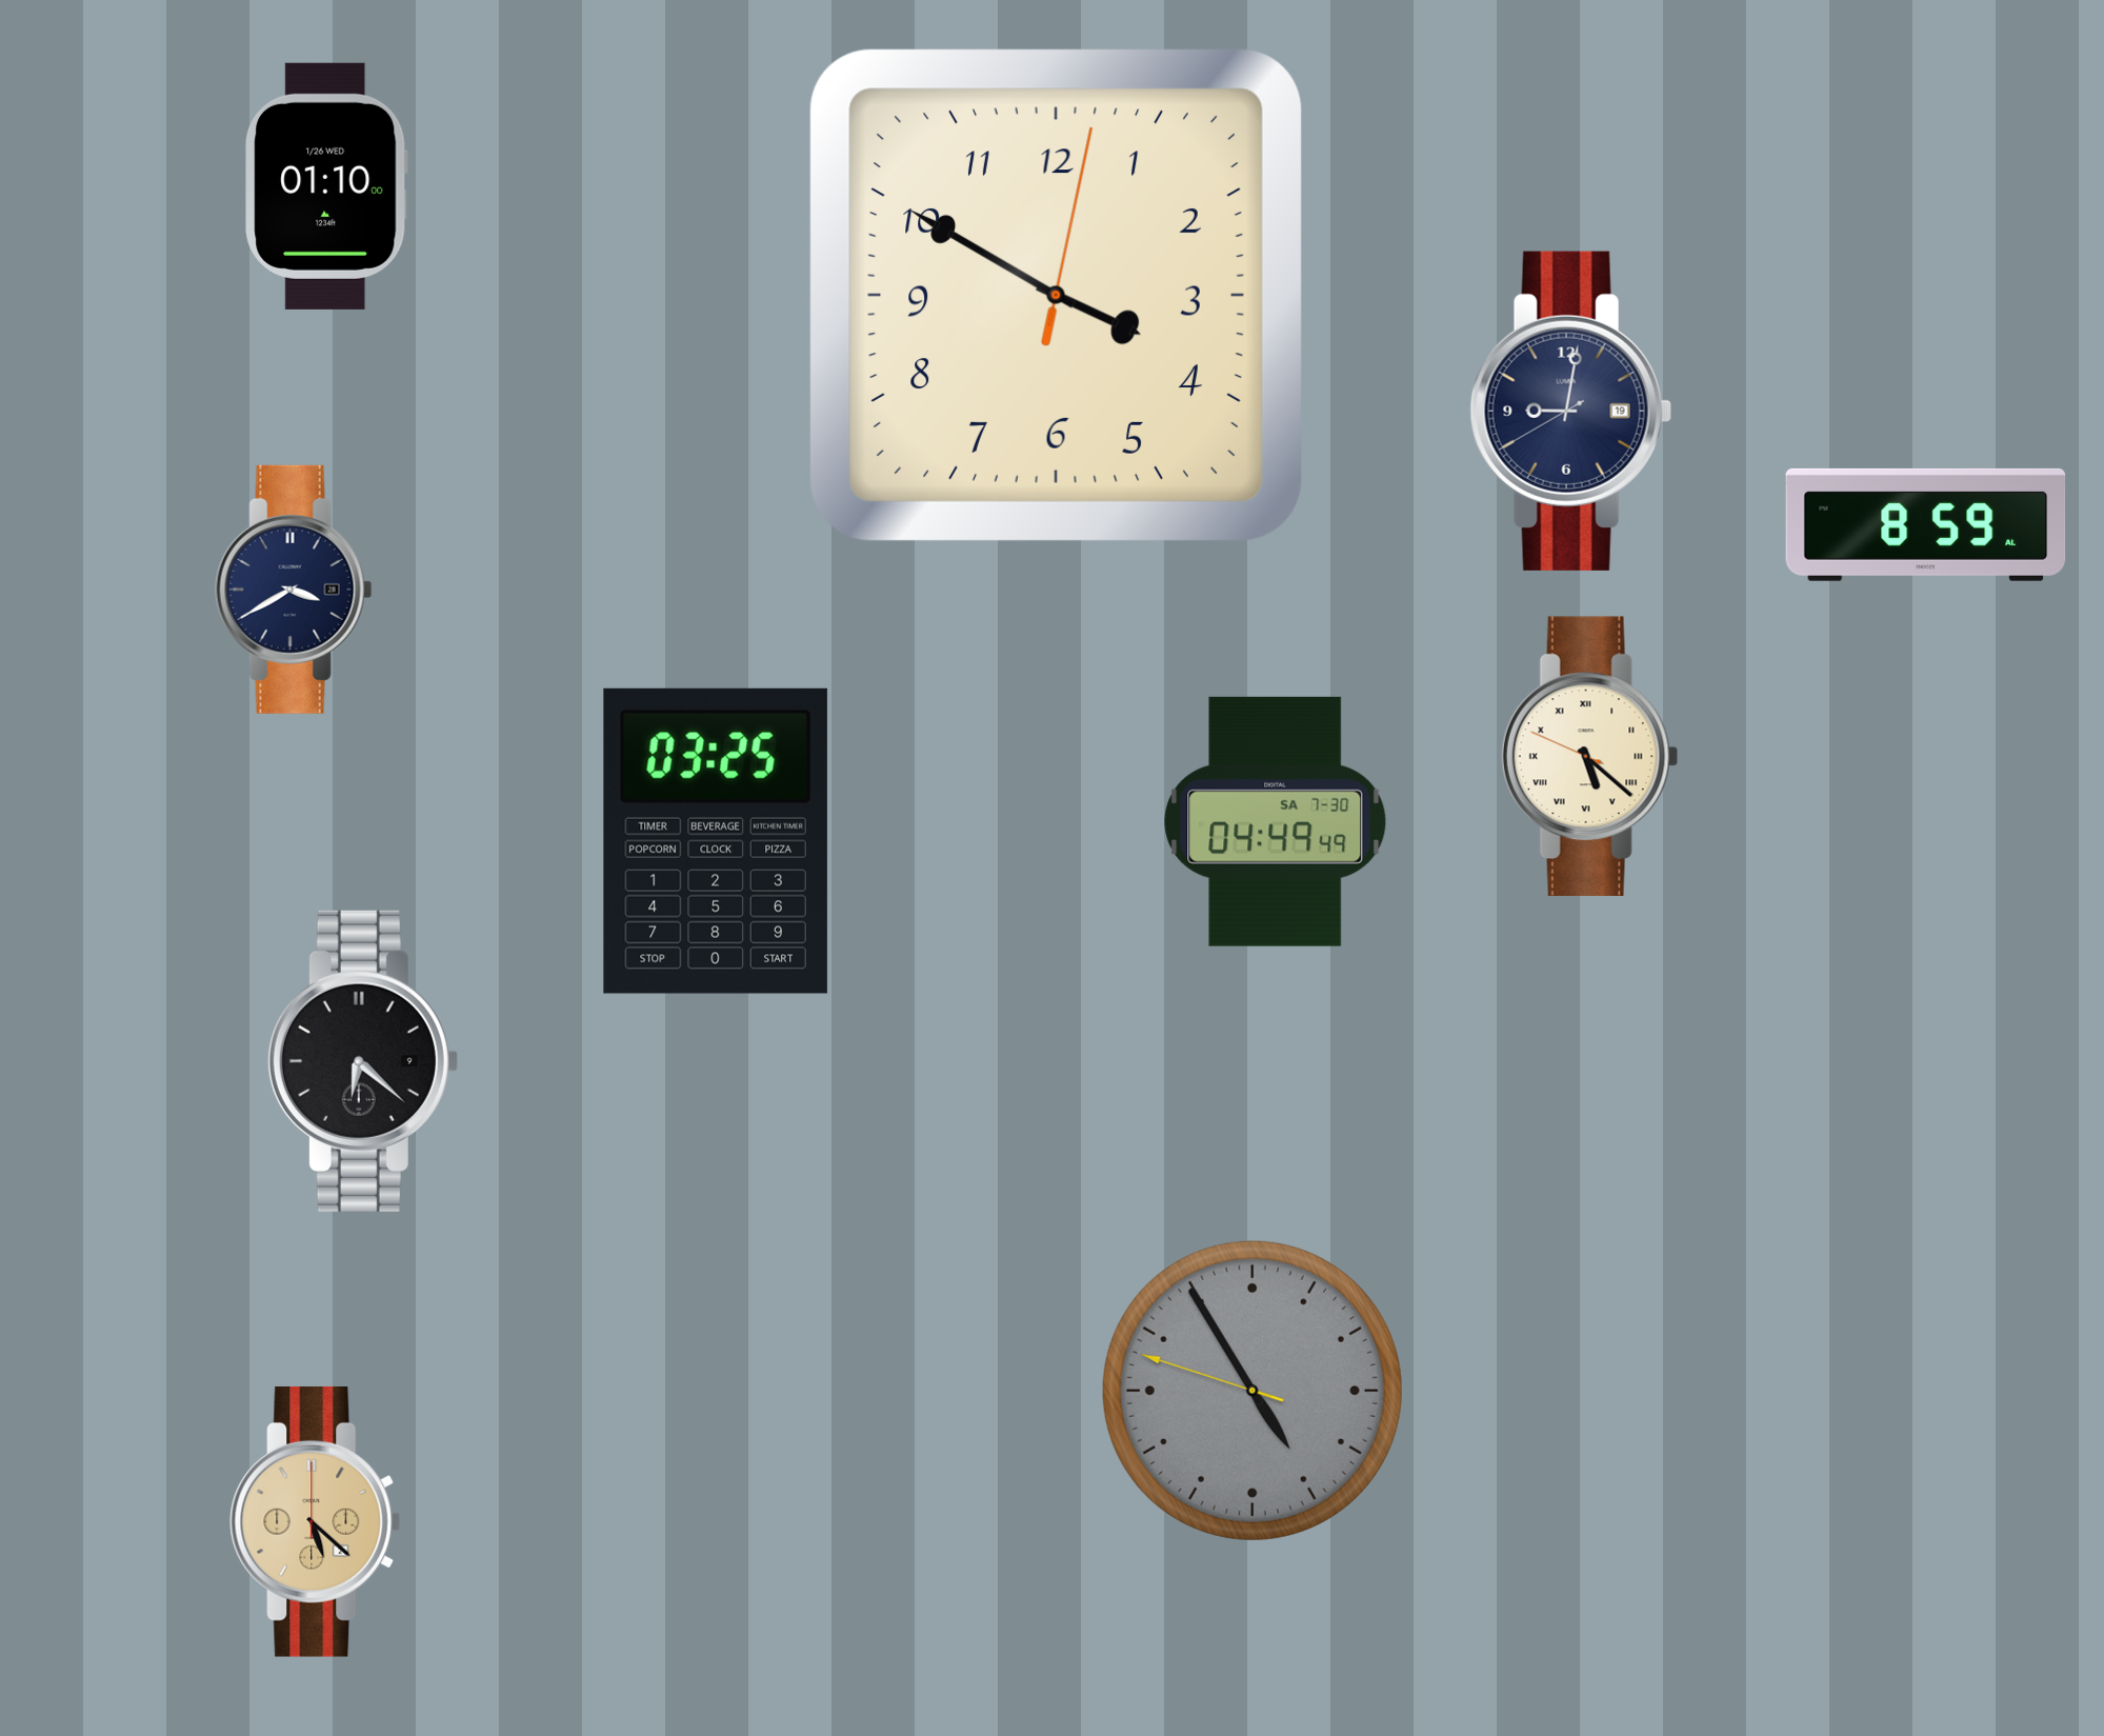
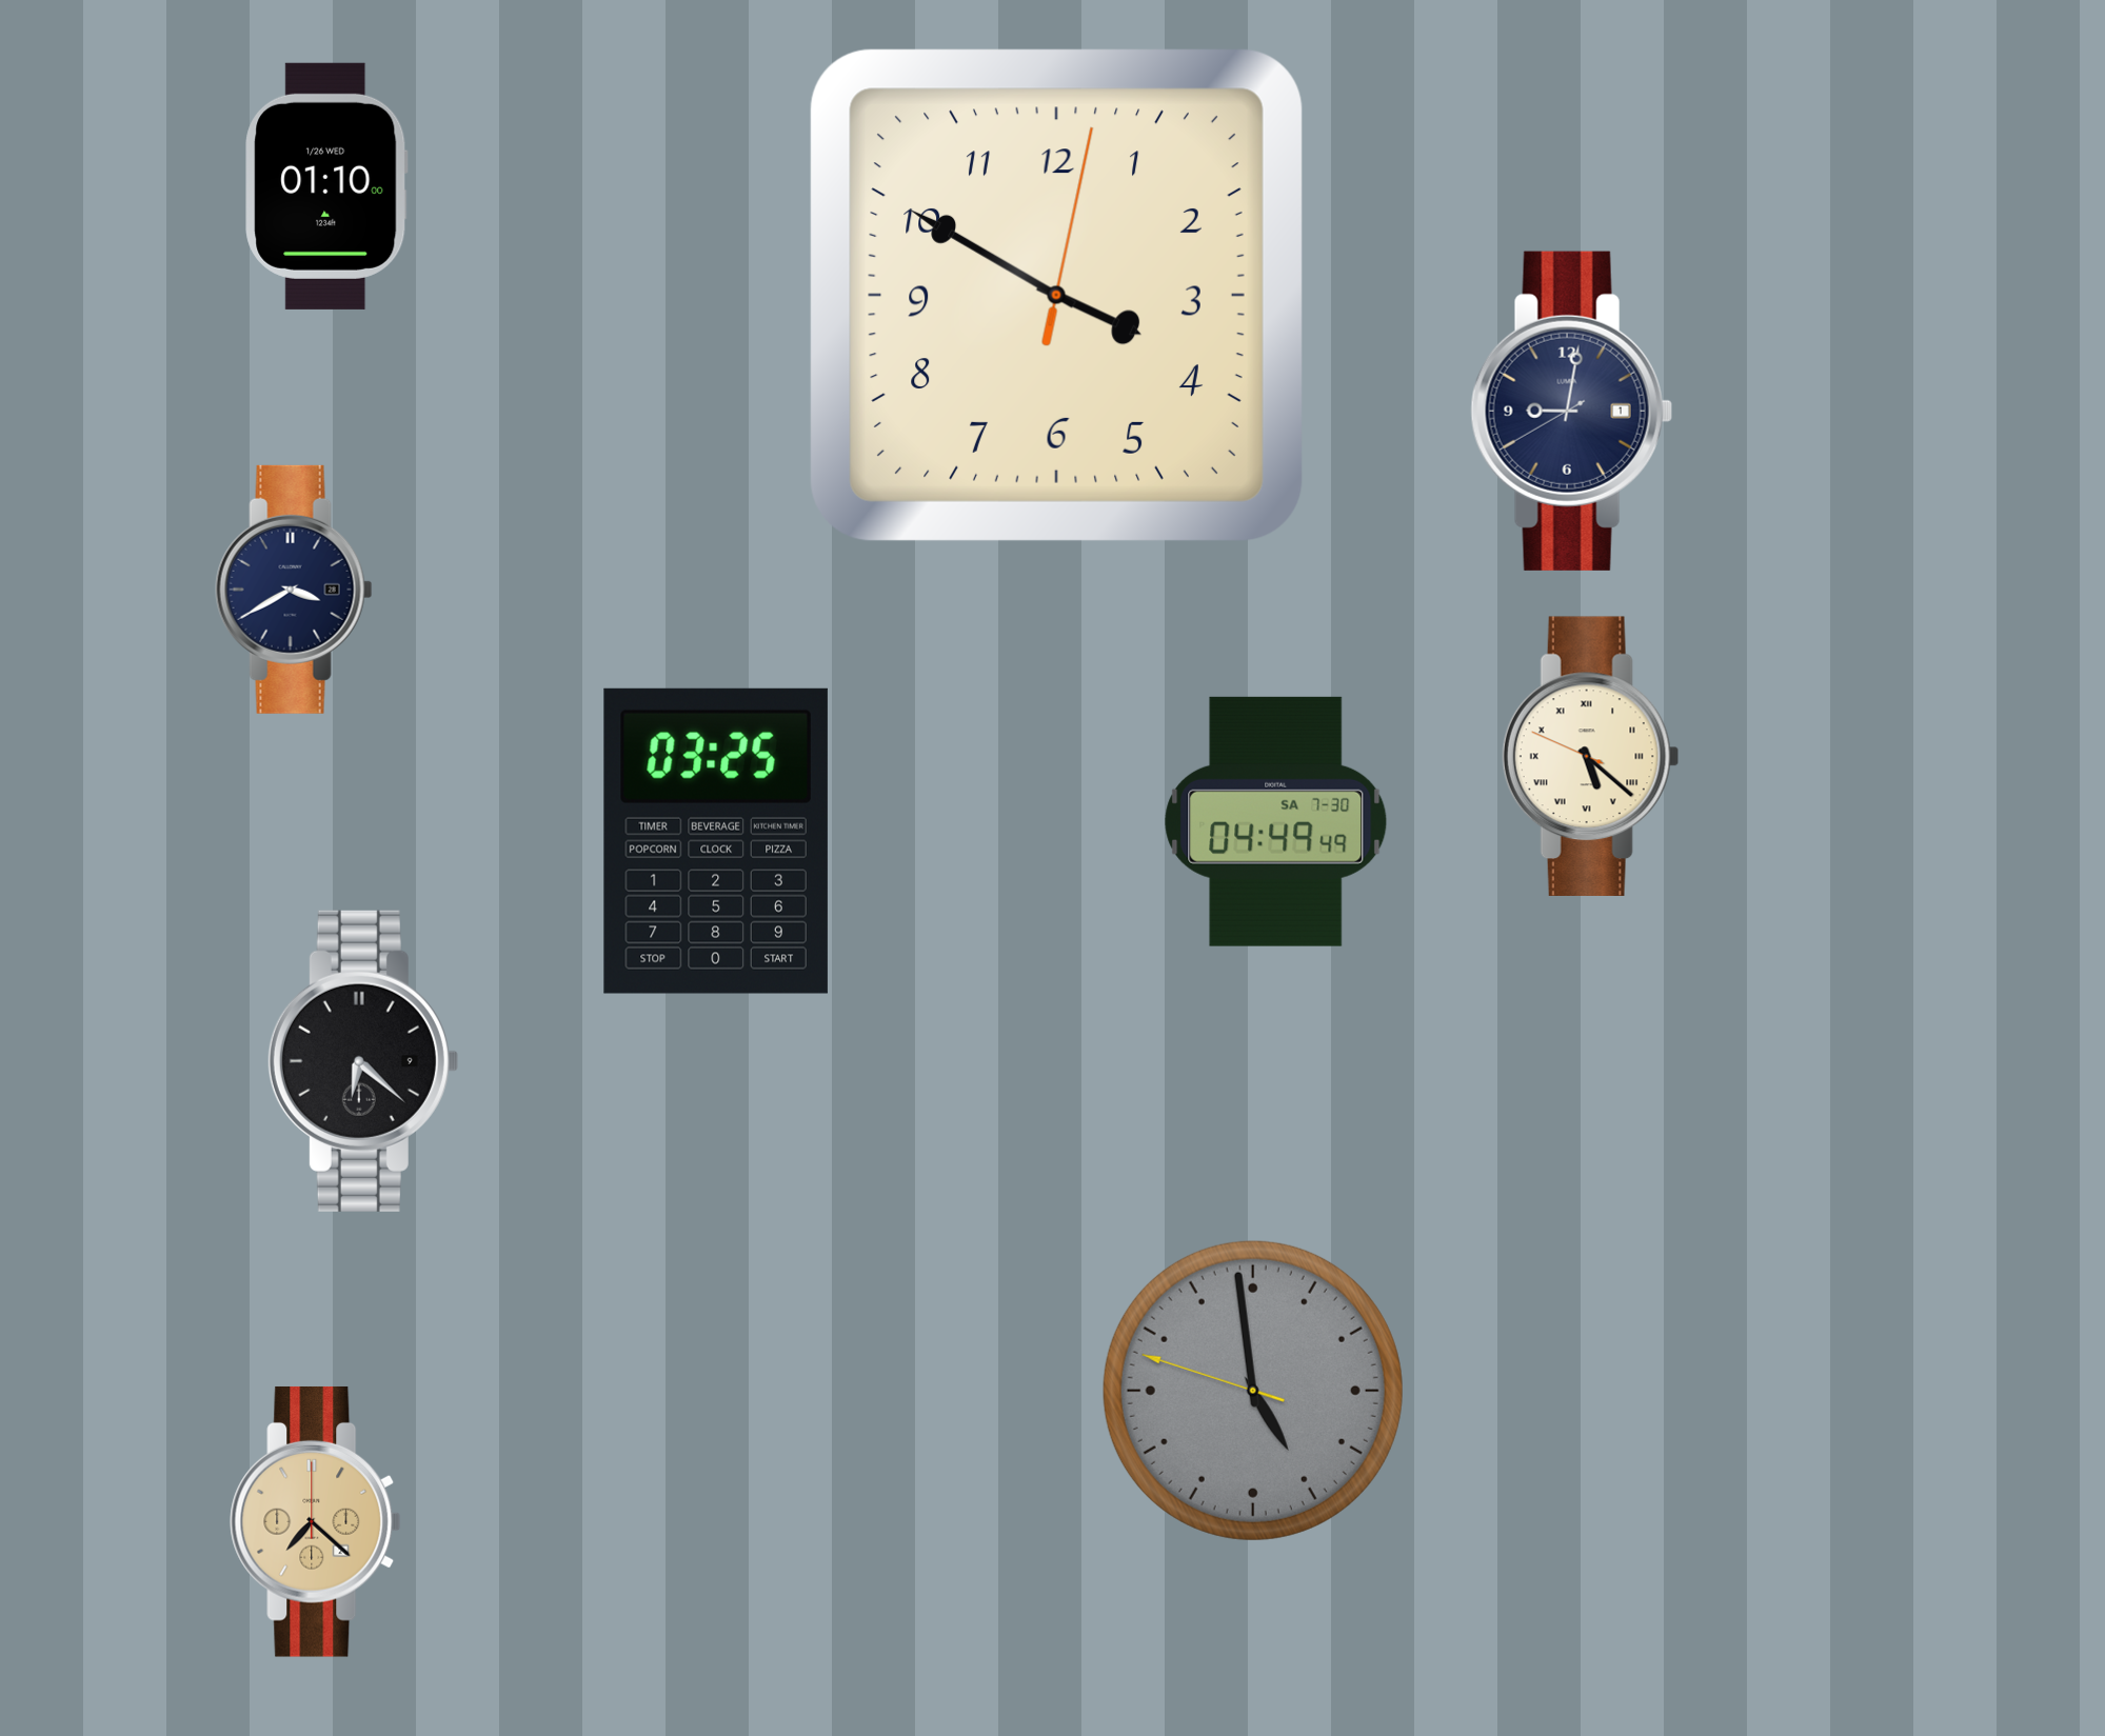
clock at (1570, 411) date: 19 -> 1
clock at (1926, 524): 8:59 -> none
clock at (1253, 1391): 4:54 -> 4:58
clock at (316, 1521): 5:22 -> 7:22
